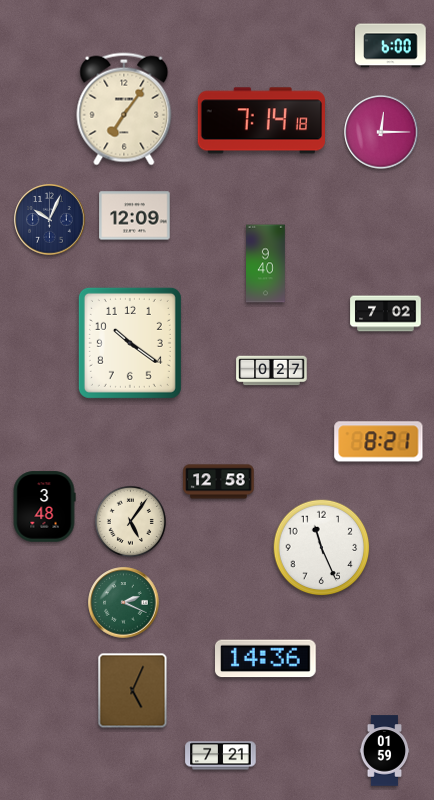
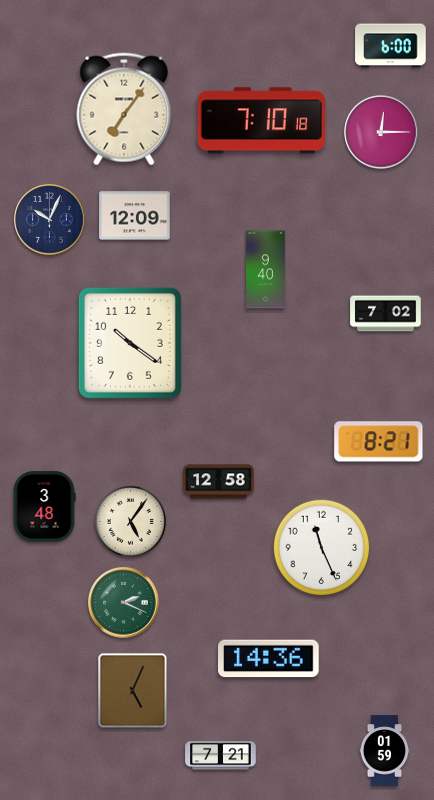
clock at (261, 121): 7:14 -> 7:10
clock at (266, 264) position: (266, 264) -> (266, 270)
clock at (272, 371): 0:27 -> none
clock at (266, 659) position: (266, 659) -> (269, 659)
